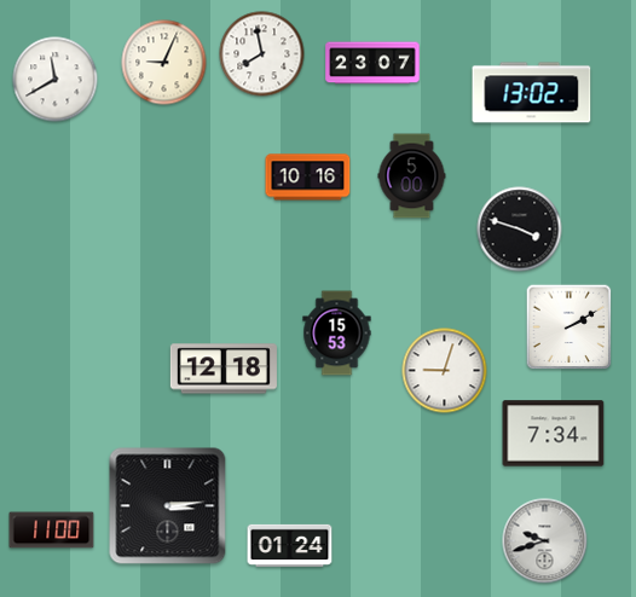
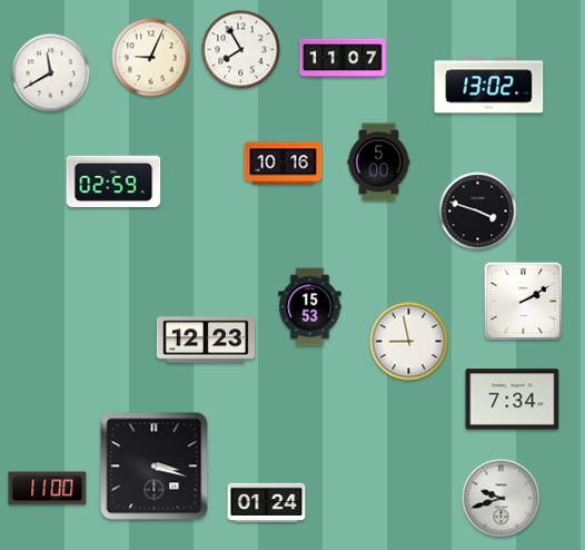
clock at (262, 54): 7:58 -> 7:55
clock at (372, 63): 23:07 -> 11:07
clock at (113, 180): none -> 02:59
clock at (224, 369): 12:18 -> 12:23
clock at (445, 371): 9:03 -> 8:58
clock at (554, 434) position: (554, 434) -> (513, 400)
clock at (168, 506): 3:14 -> 3:18
